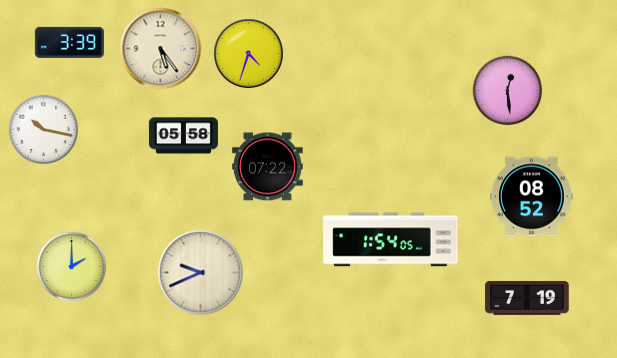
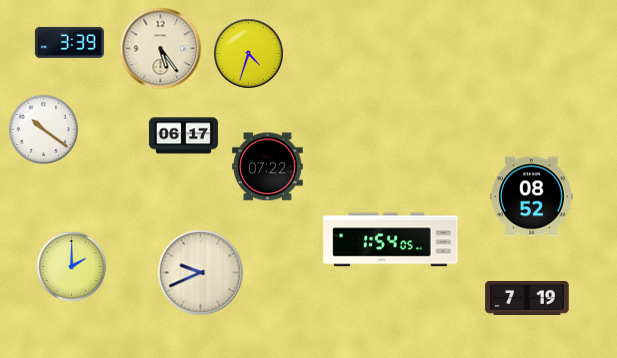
clock at (508, 91): 12:29 -> none
clock at (44, 130): 10:17 -> 10:21
clock at (183, 136): 05:58 -> 06:17
